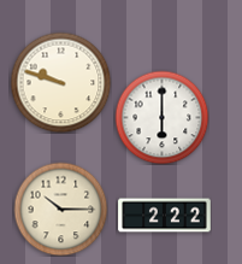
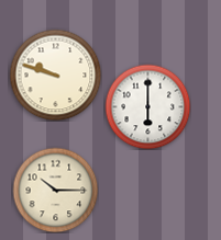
clock at (165, 216): 2:22 -> none
